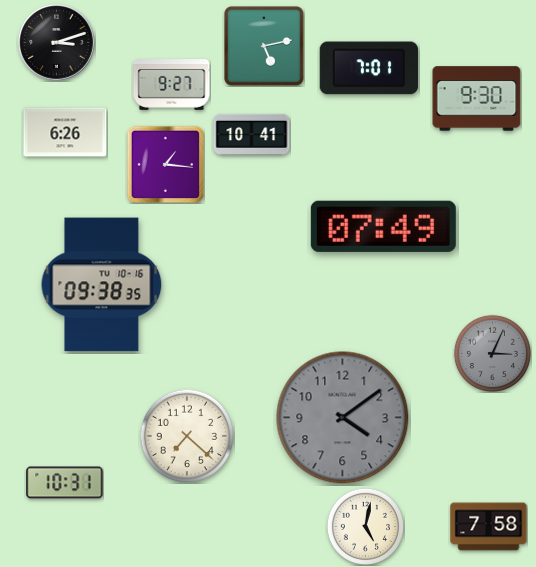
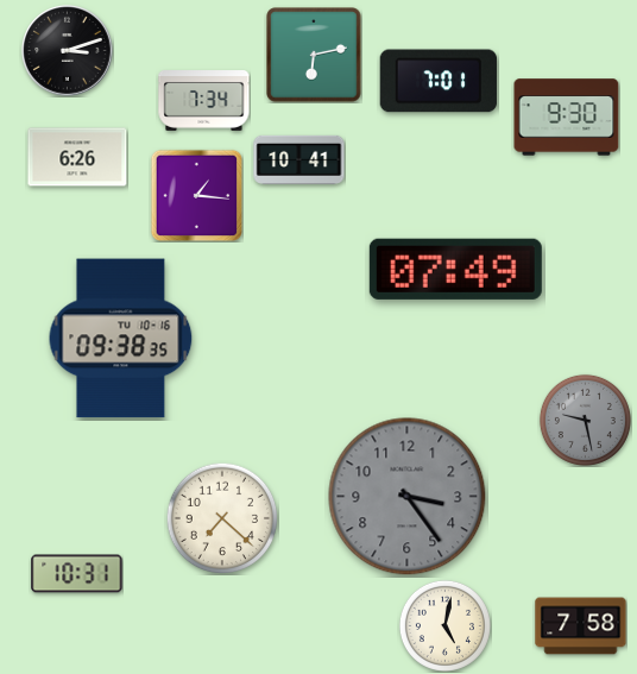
clock at (264, 46): 5:13 -> 6:13
clock at (172, 85): 9:27 -> 7:34
clock at (492, 353): 3:04 -> 9:28
clock at (343, 418): 4:09 -> 3:24
clock at (365, 526) position: (365, 526) -> (444, 625)
